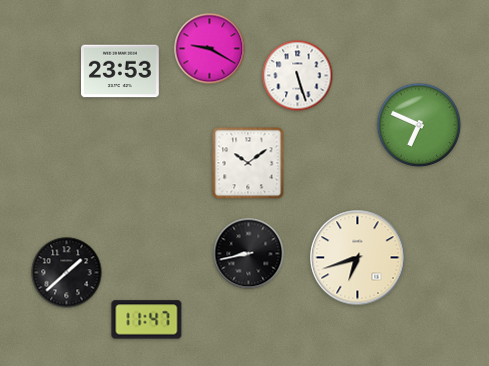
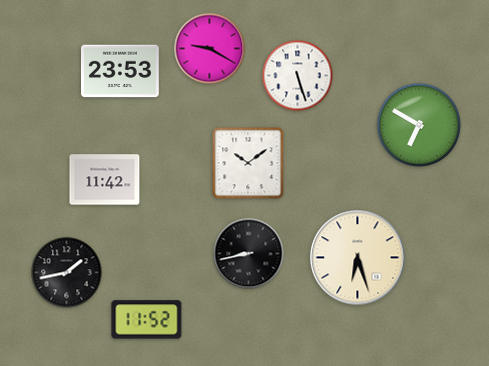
clock at (419, 125): 6:49 -> 6:50
clock at (105, 180): none -> 11:42
clock at (358, 258): 6:42 -> 6:27
clock at (67, 273): 1:38 -> 1:43
clock at (147, 320): 11:47 -> 11:52
